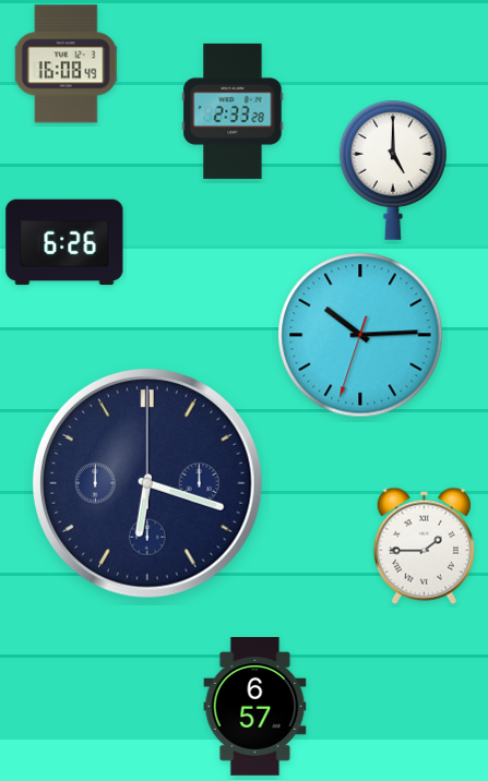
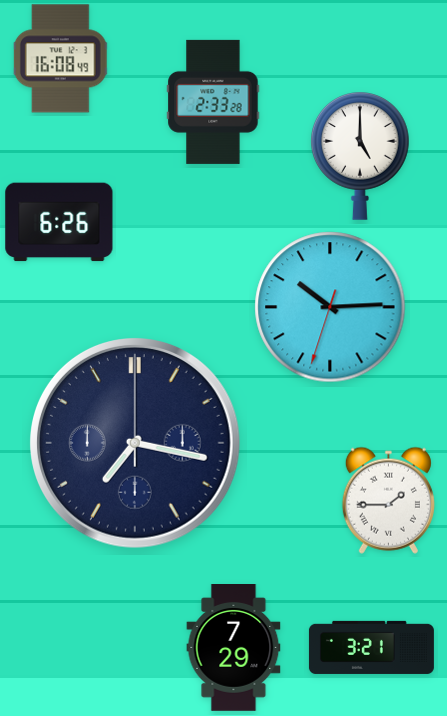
clock at (148, 484): 6:18 -> 7:17
clock at (371, 647): none -> 3:21
clock at (255, 707): 6:57 -> 7:29
